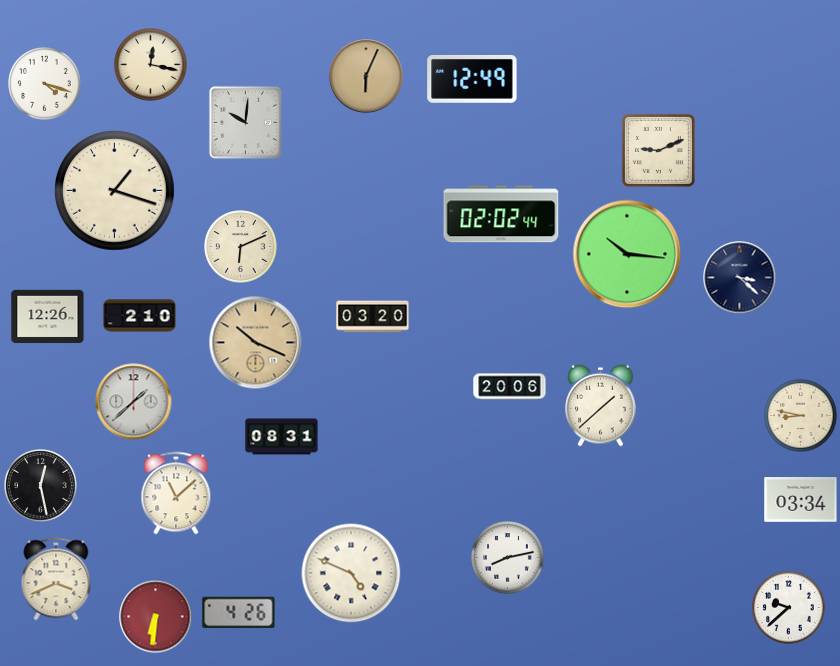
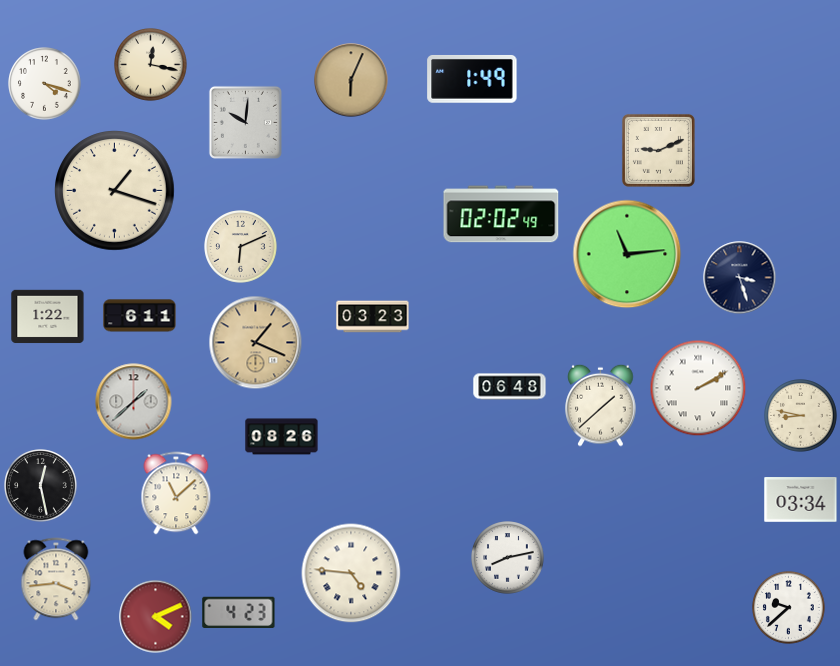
clock at (366, 76) position: (366, 76) -> (351, 80)
clock at (472, 79): 12:49 -> 1:49
clock at (501, 214): 02:02:44 -> 02:02:49
clock at (627, 254): 10:16 -> 11:14
clock at (740, 278): 3:22 -> 3:27
clock at (140, 316): 2:10 -> 6:11
clock at (48, 317): 12:26 -> 1:22
clock at (373, 317): 03:20 -> 03:23
clock at (256, 343): 10:19 -> 1:19
clock at (510, 387): 20:06 -> 06:48
clock at (698, 388): none -> 2:10
clock at (282, 437): 08:31 -> 08:26
clock at (351, 573): 4:49 -> 4:46
clock at (56, 579): 3:41 -> 3:44
clock at (239, 613): 4:26 -> 4:23
clock at (156, 617): 6:31 -> 4:11
